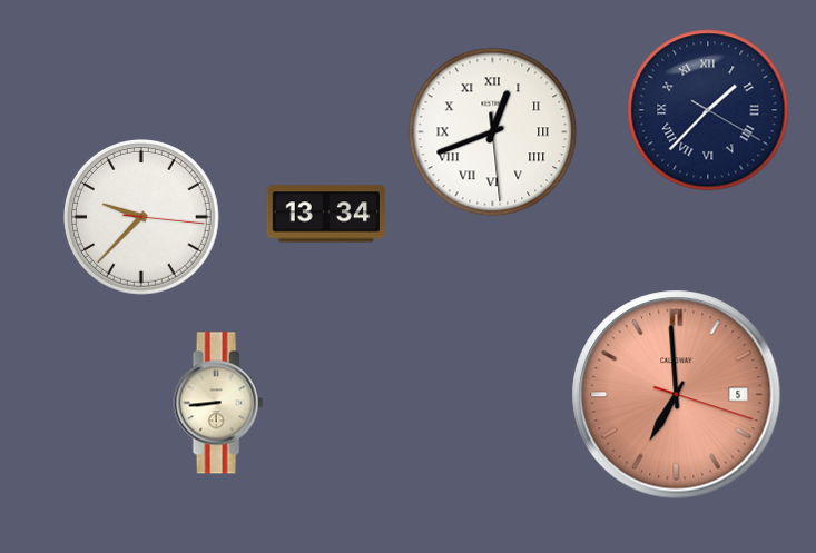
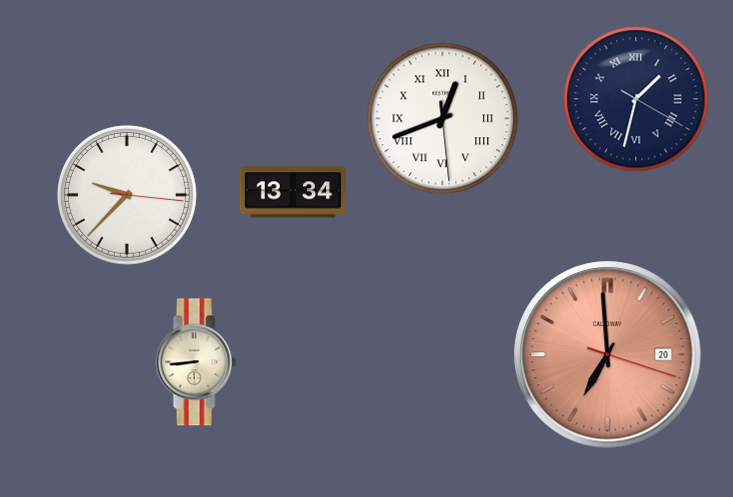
clock at (708, 110): 1:37 -> 1:32
clock at (677, 395) date: 5 -> 20
